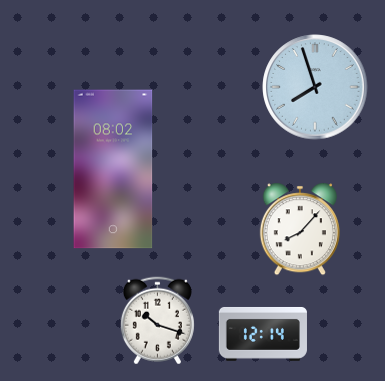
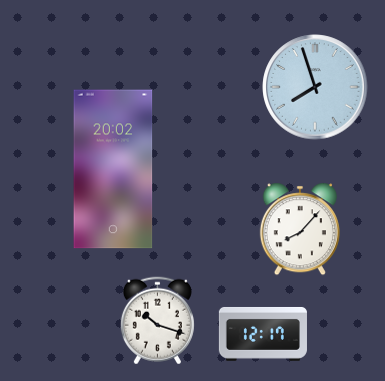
clock at (113, 169): 08:02 -> 20:02
clock at (263, 334): 12:14 -> 12:17
